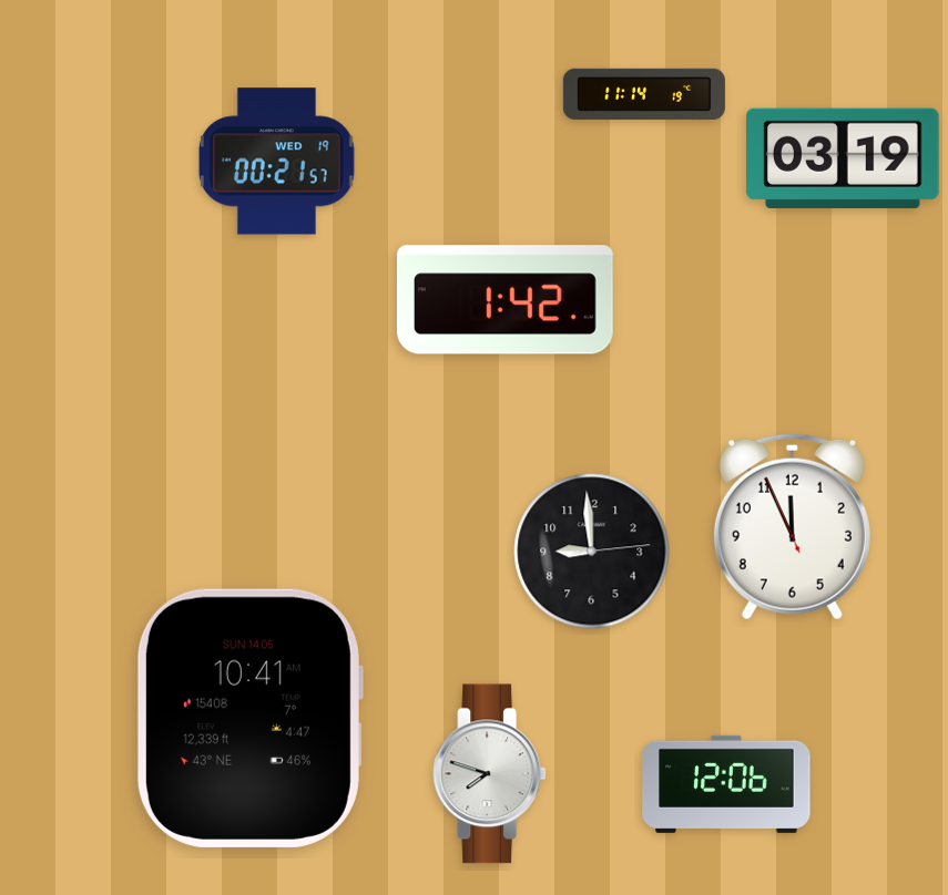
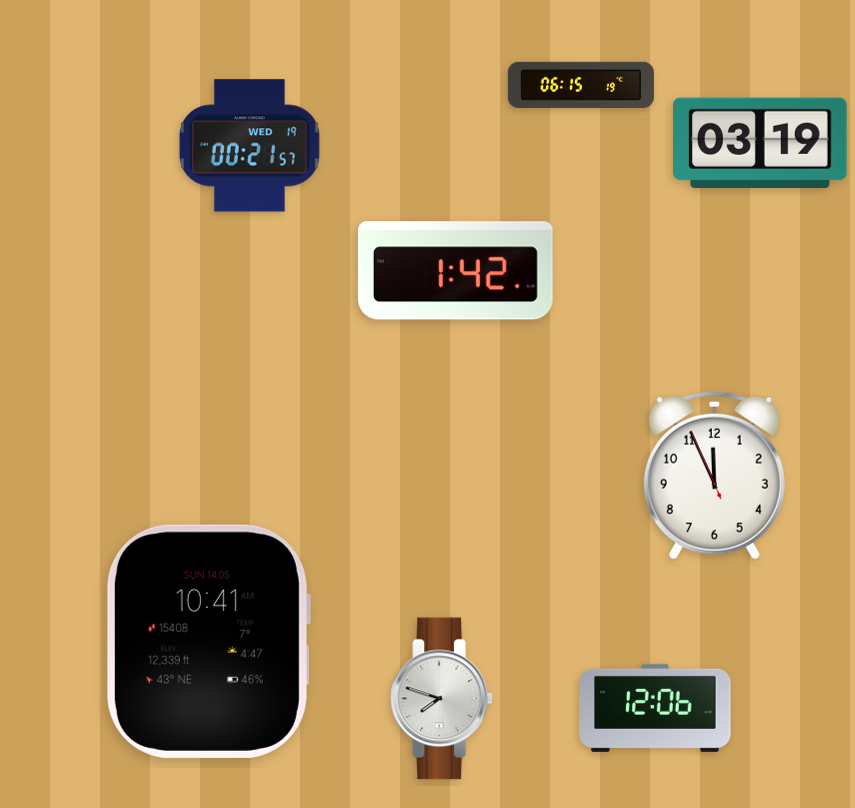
clock at (644, 94): 11:14 -> 06:15
clock at (592, 552): 8:59 -> none
clock at (249, 718) position: (249, 718) -> (208, 641)
